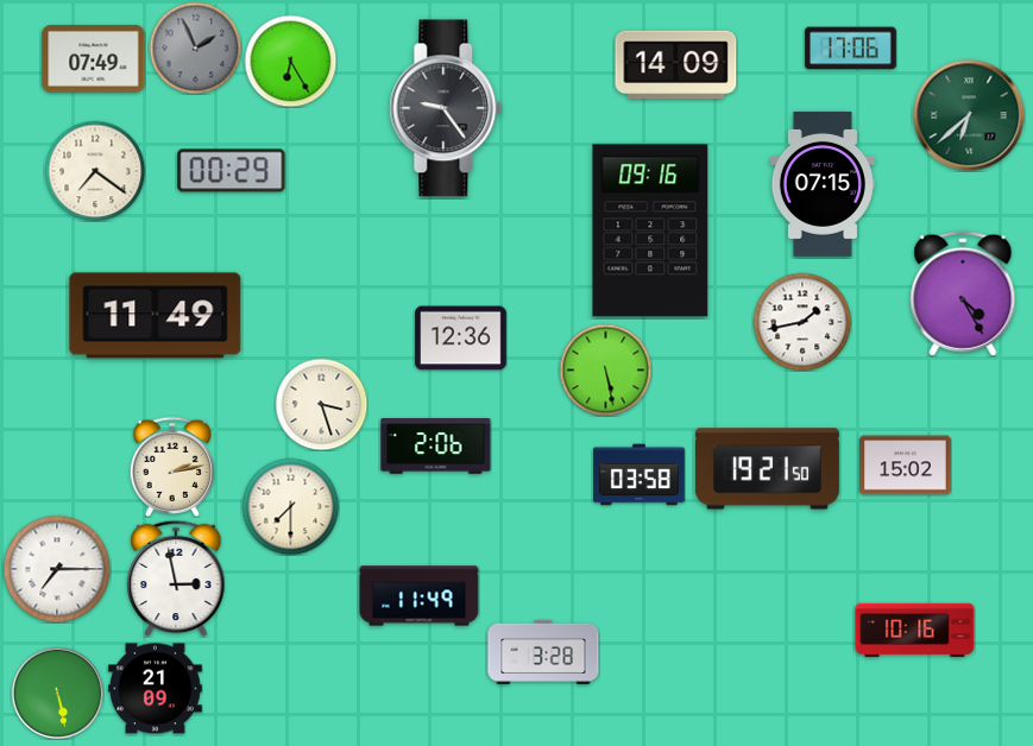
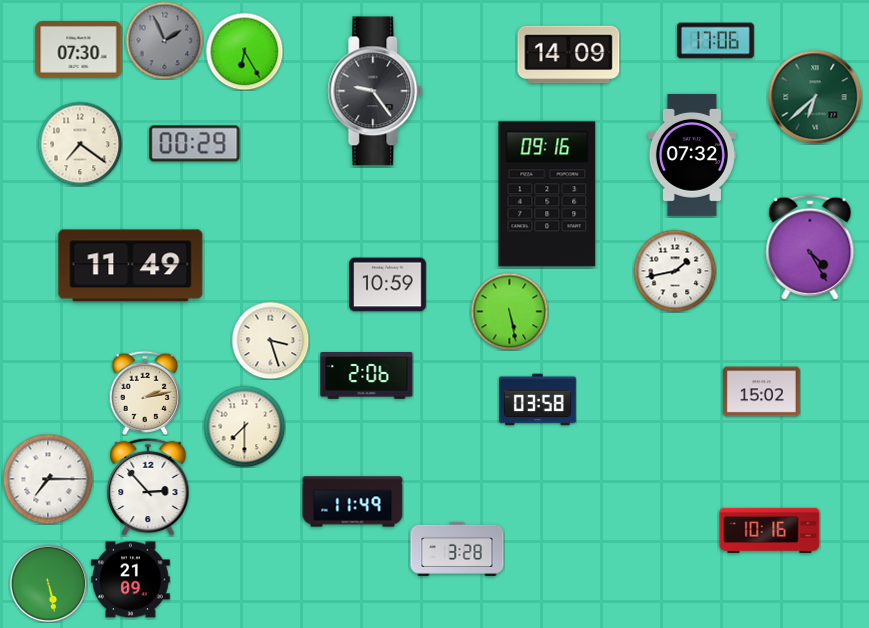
clock at (94, 58): 07:49 -> 07:30
clock at (823, 184): 07:15 -> 07:32
clock at (461, 339): 12:36 -> 10:59
clock at (767, 469): 19:21 -> none
clock at (176, 579): 2:58 -> 2:53
